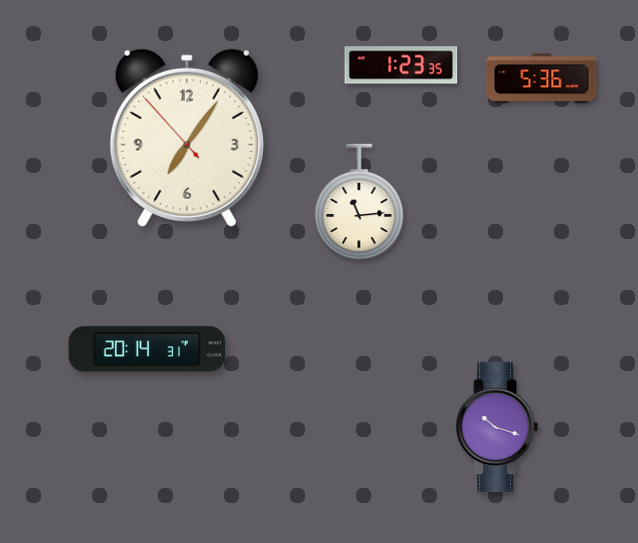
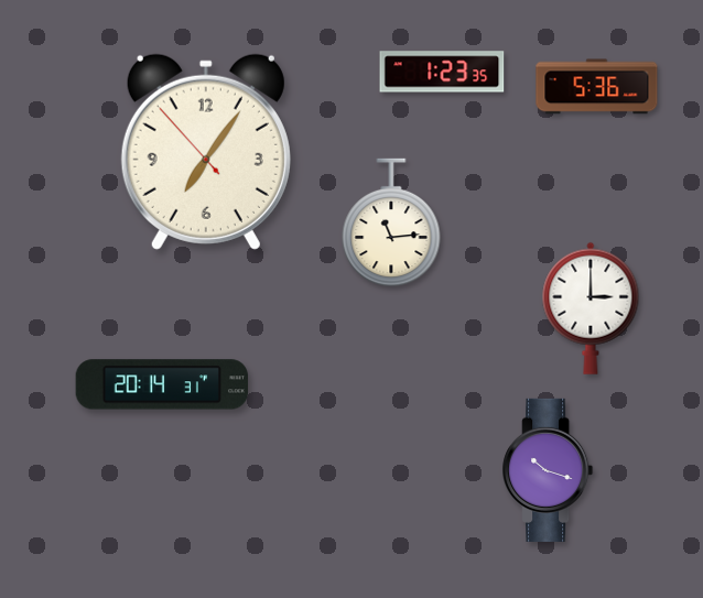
clock at (359, 202) position: (359, 202) -> (391, 222)
clock at (591, 308): none -> 3:00
